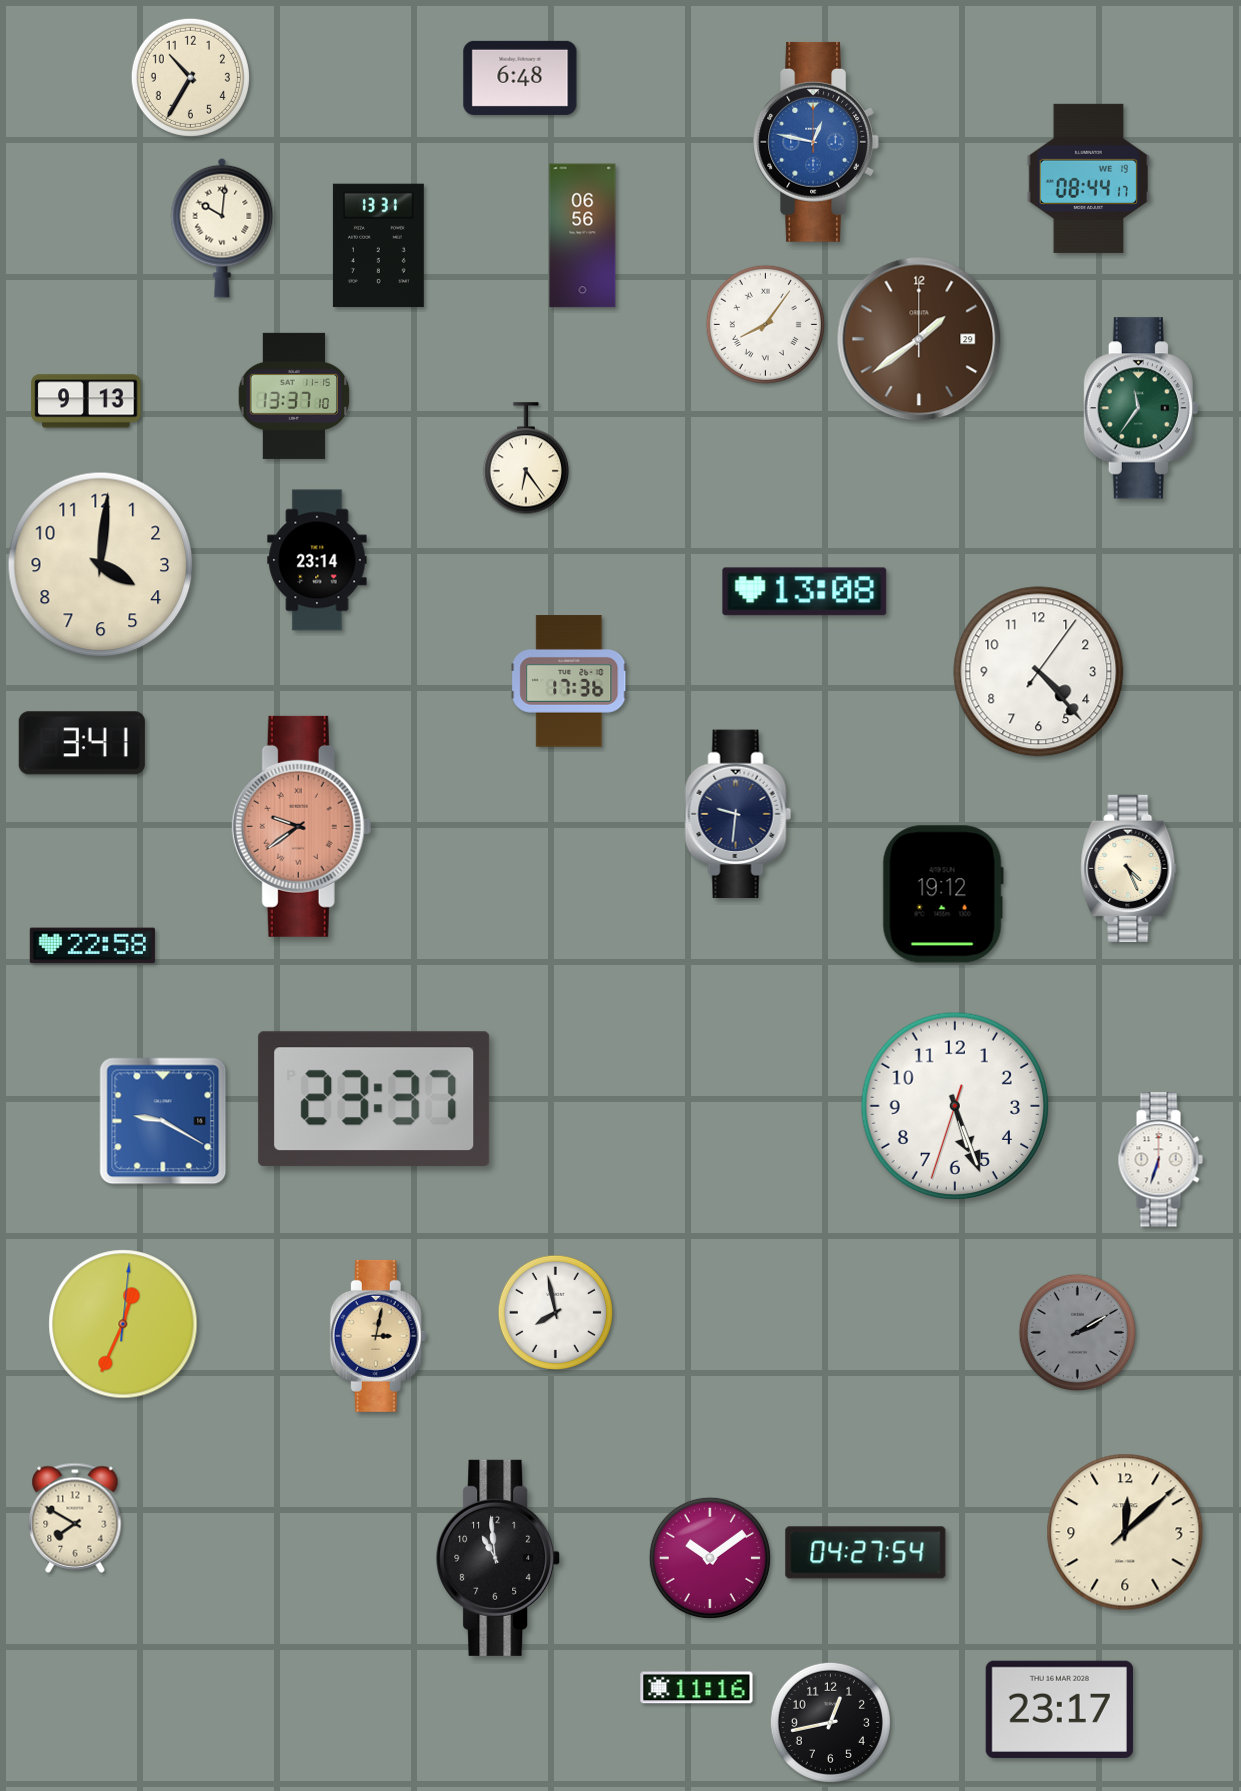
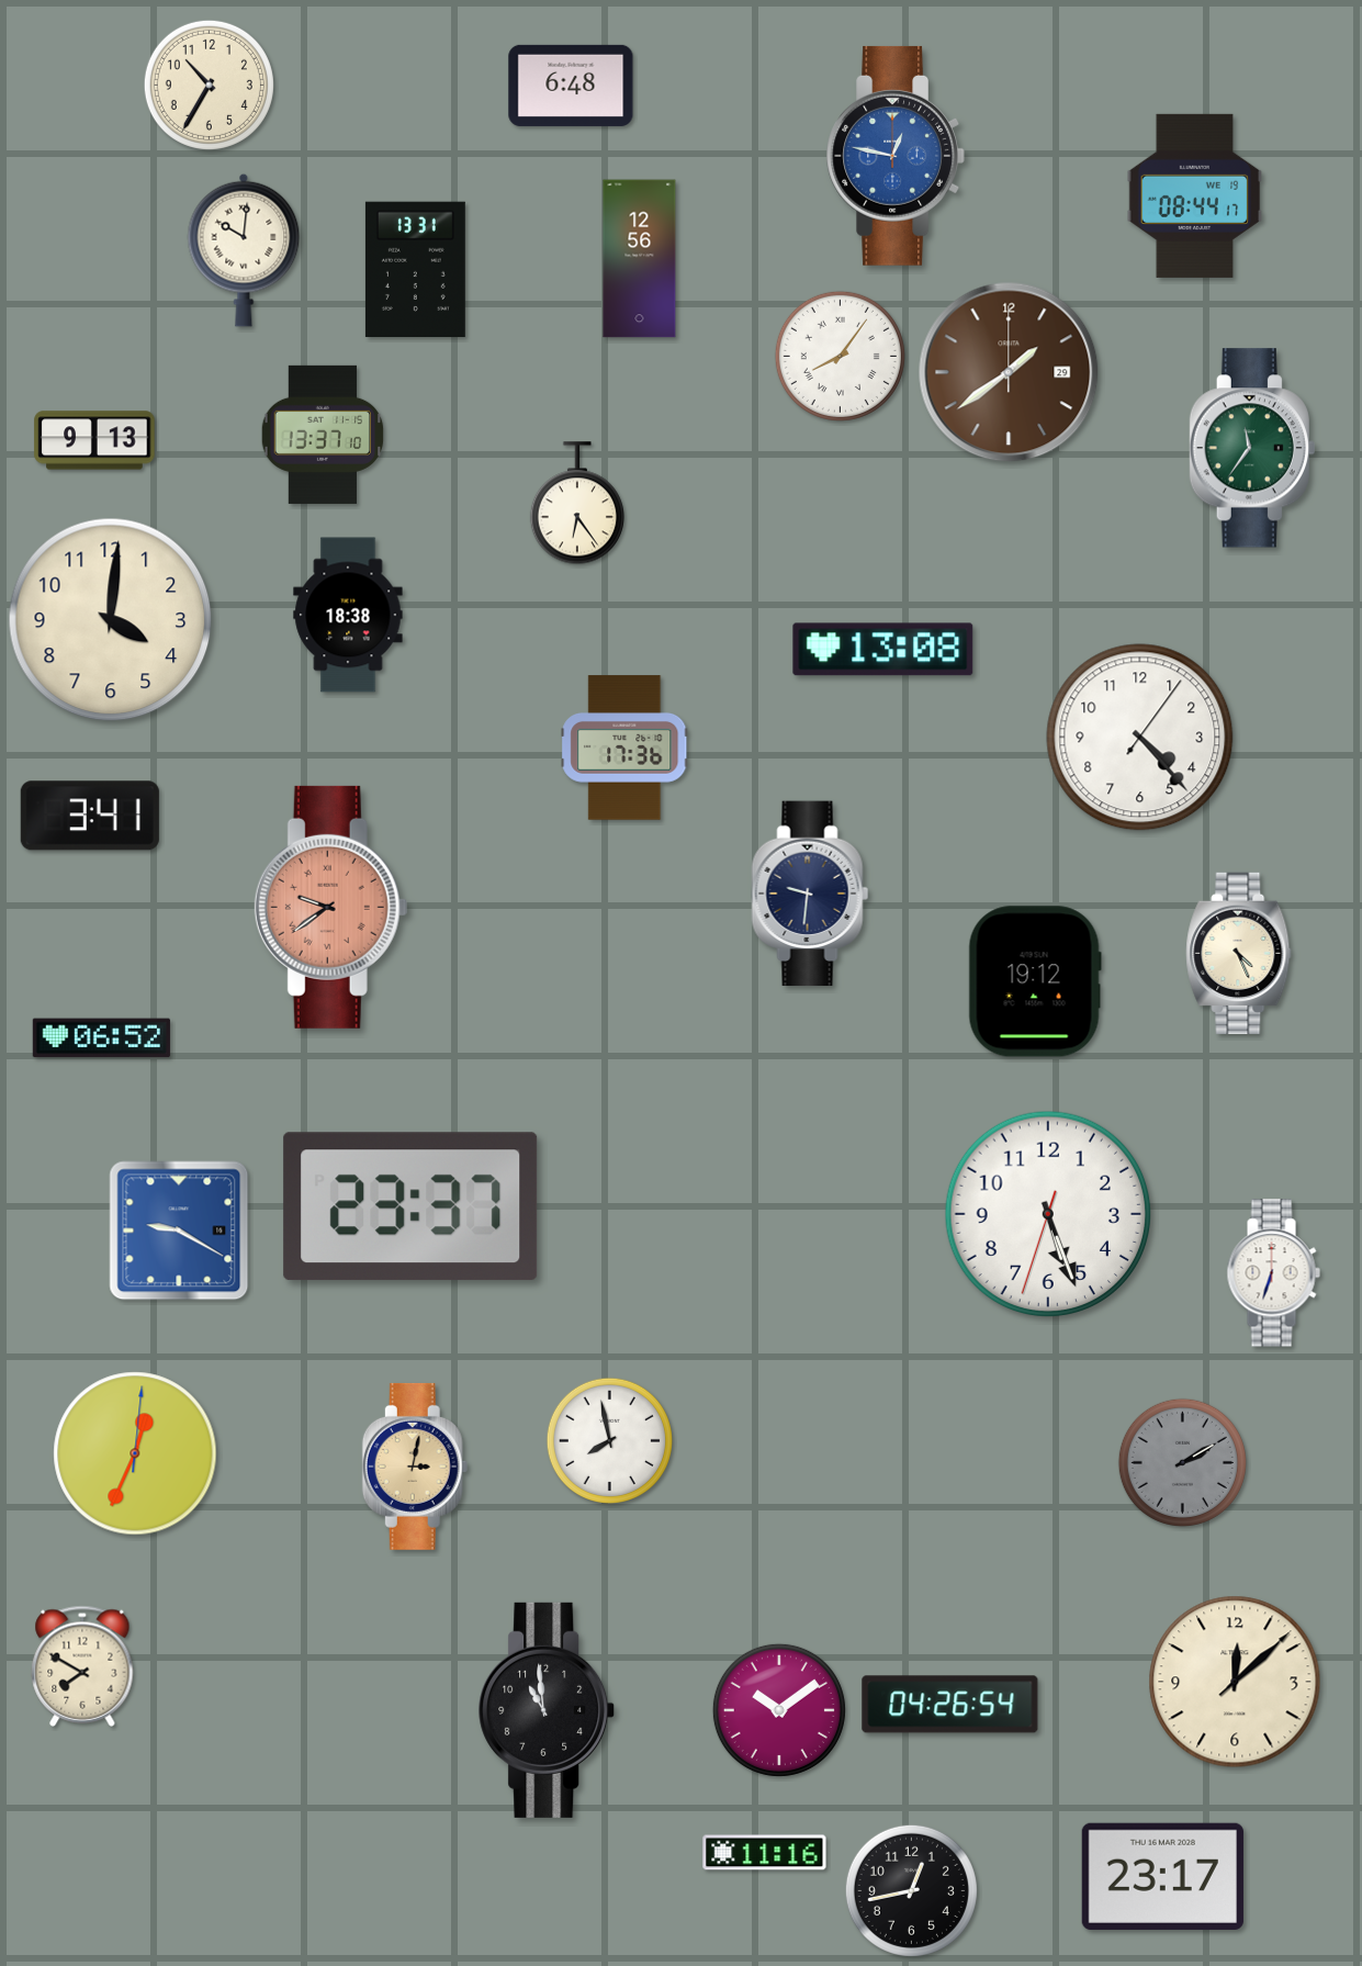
clock at (583, 236): 06:56 -> 12:56
clock at (317, 560): 23:14 -> 18:38
clock at (92, 946): 22:58 -> 06:52
clock at (866, 1553): 04:27 -> 04:26
